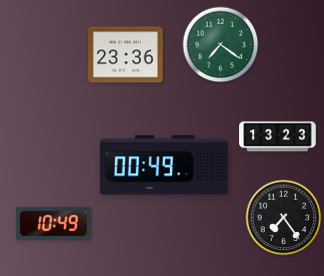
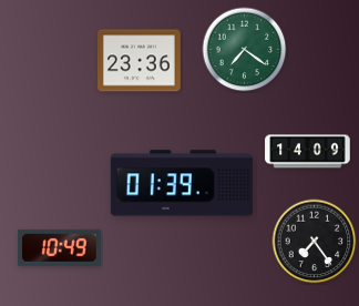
clock at (278, 137): 13:23 -> 14:09
clock at (164, 165): 00:49 -> 01:39
